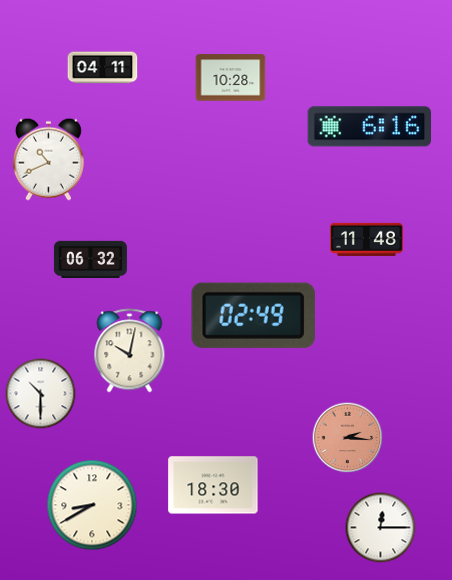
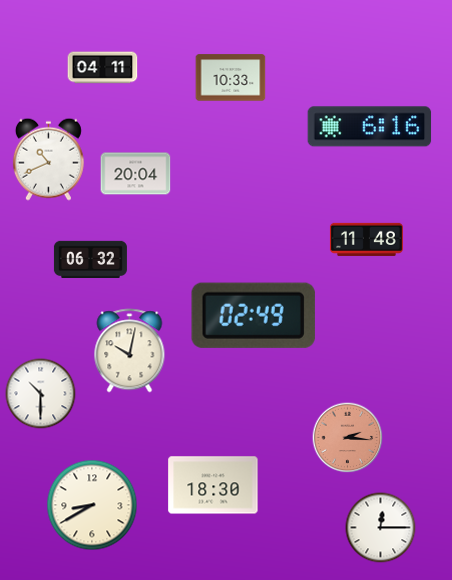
clock at (231, 78): 10:28 -> 10:33
clock at (136, 174): none -> 20:04
